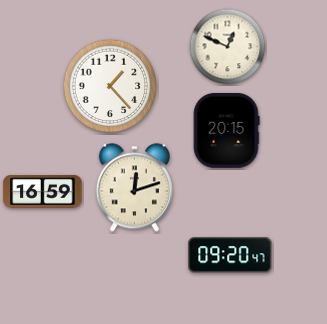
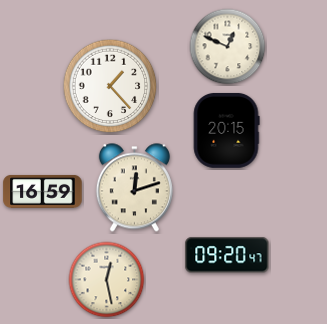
clock at (230, 255) position: (230, 255) -> (227, 255)
clock at (107, 280): none -> 12:28
